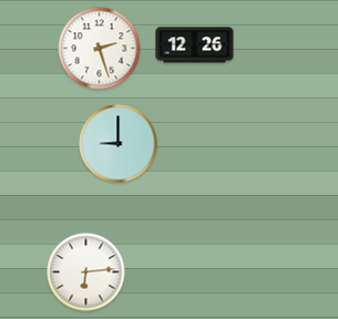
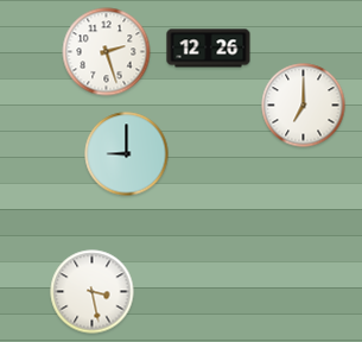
clock at (304, 106): none -> 7:00
clock at (86, 272): 6:14 -> 3:28
